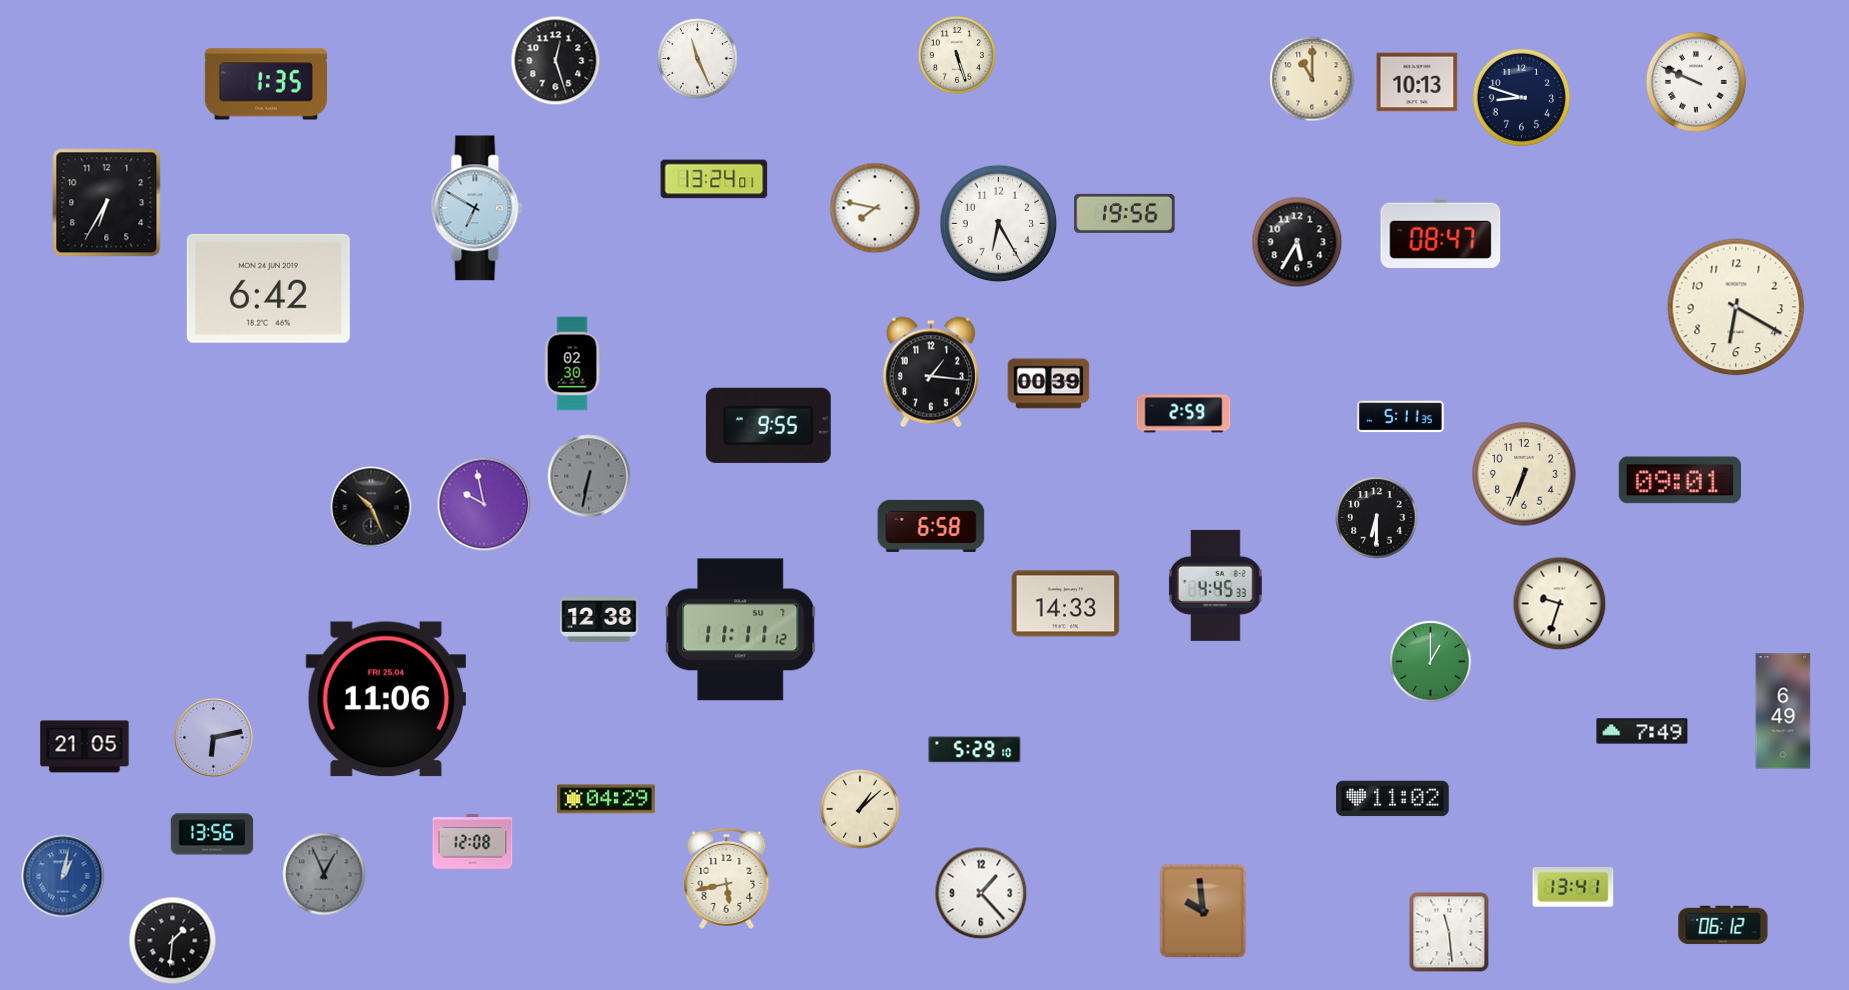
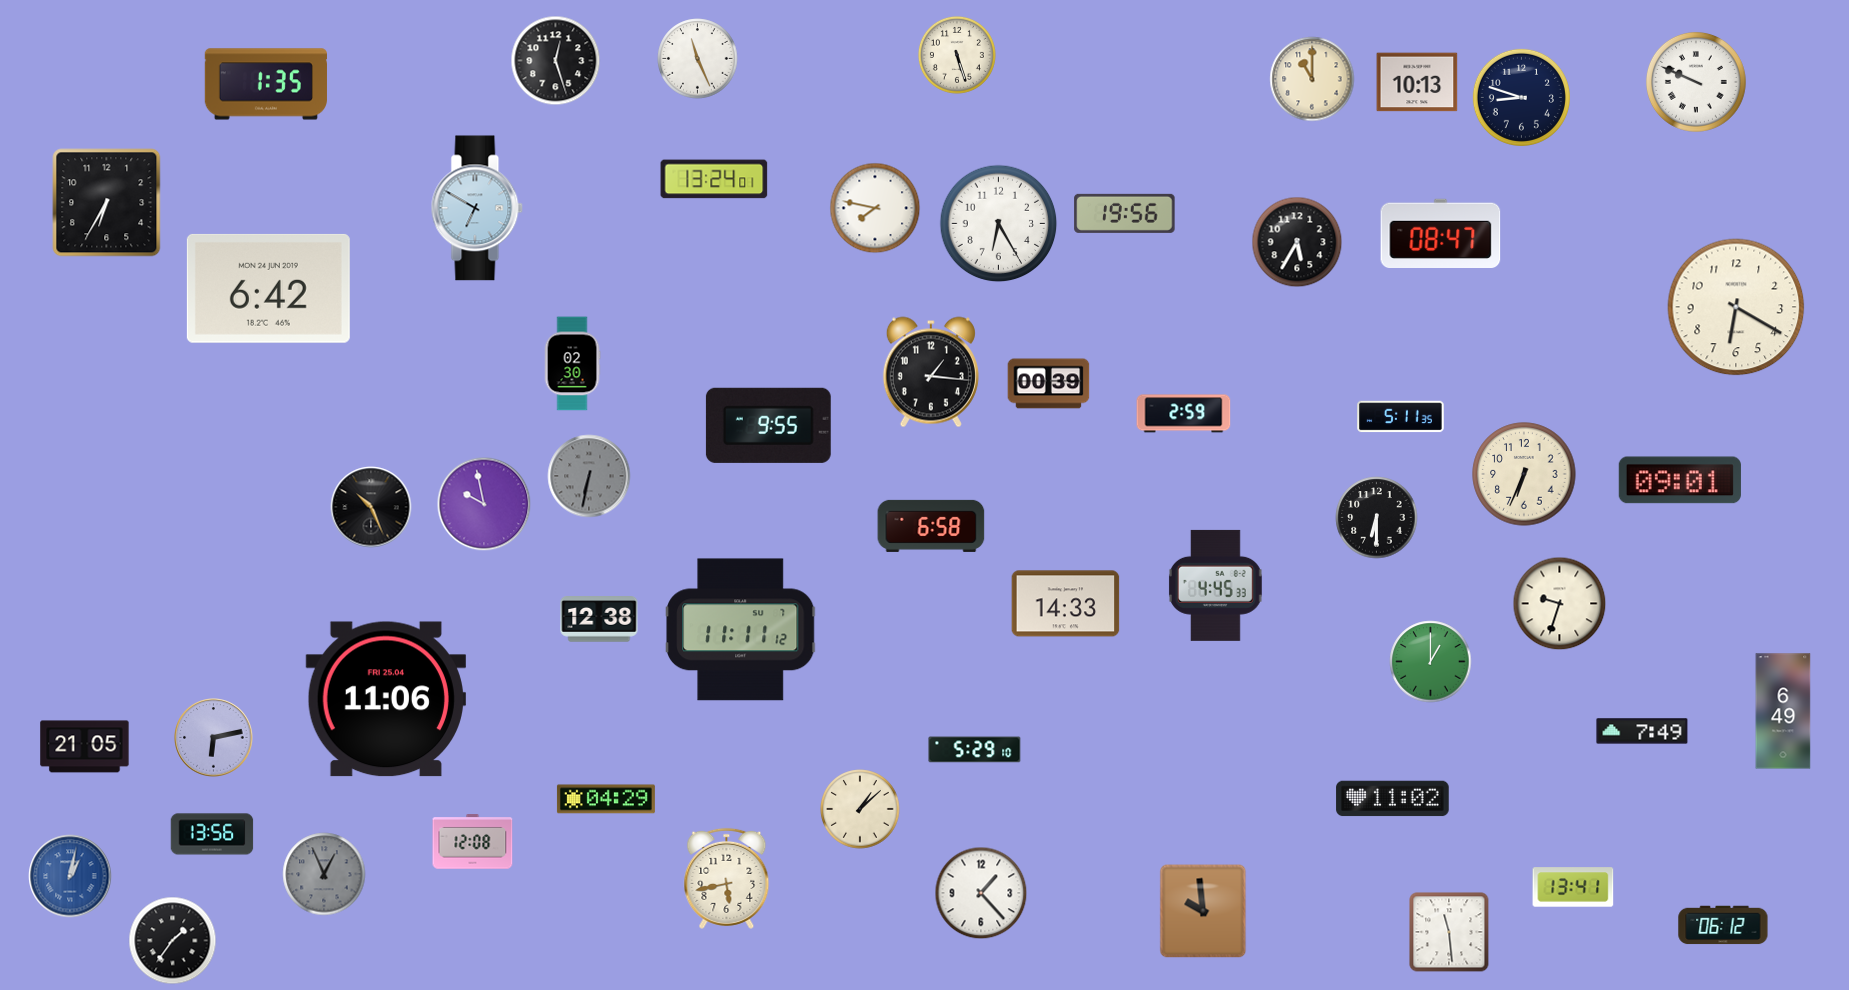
clock at (63, 876) position: (63, 876) -> (70, 876)
clock at (173, 941): 1:31 -> 1:36
